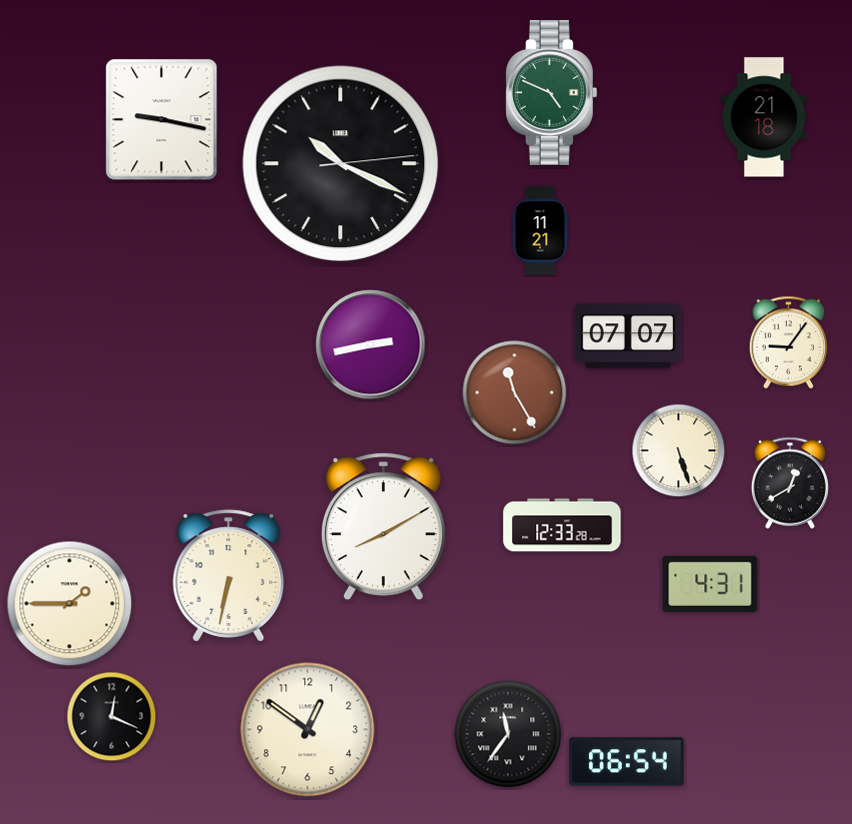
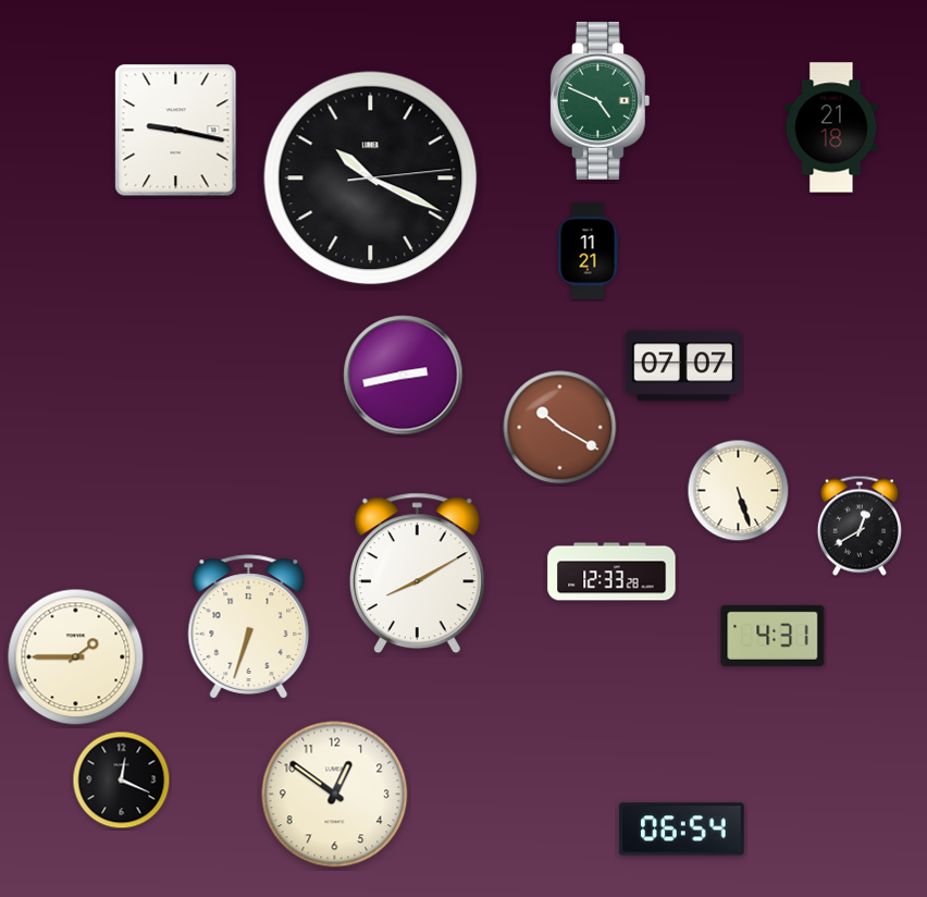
clock at (788, 342): 9:06 -> none
clock at (515, 393): 11:25 -> 10:20
clock at (229, 576): 6:32 -> 6:33
clock at (508, 734): 11:36 -> none
